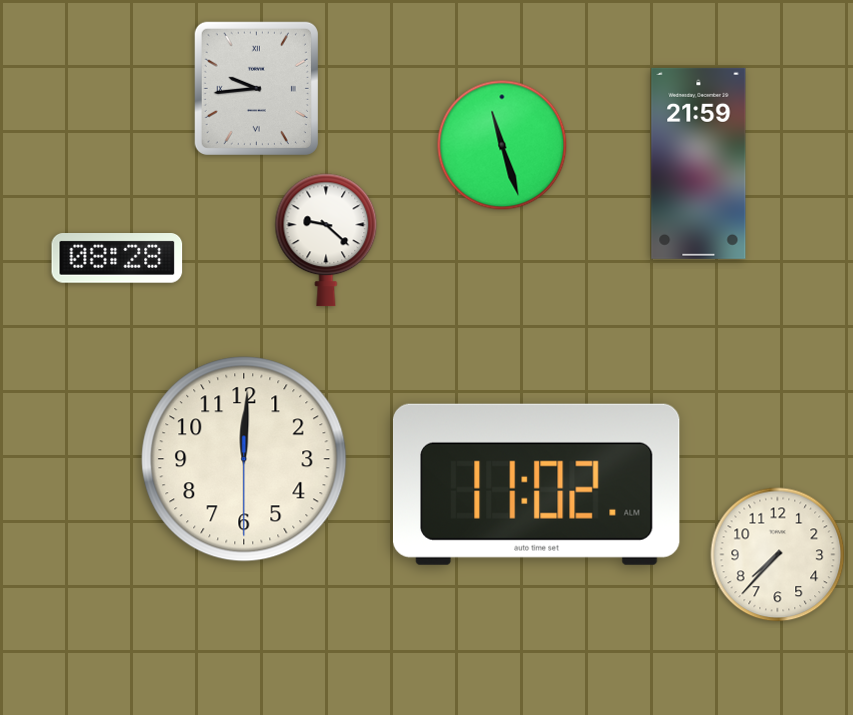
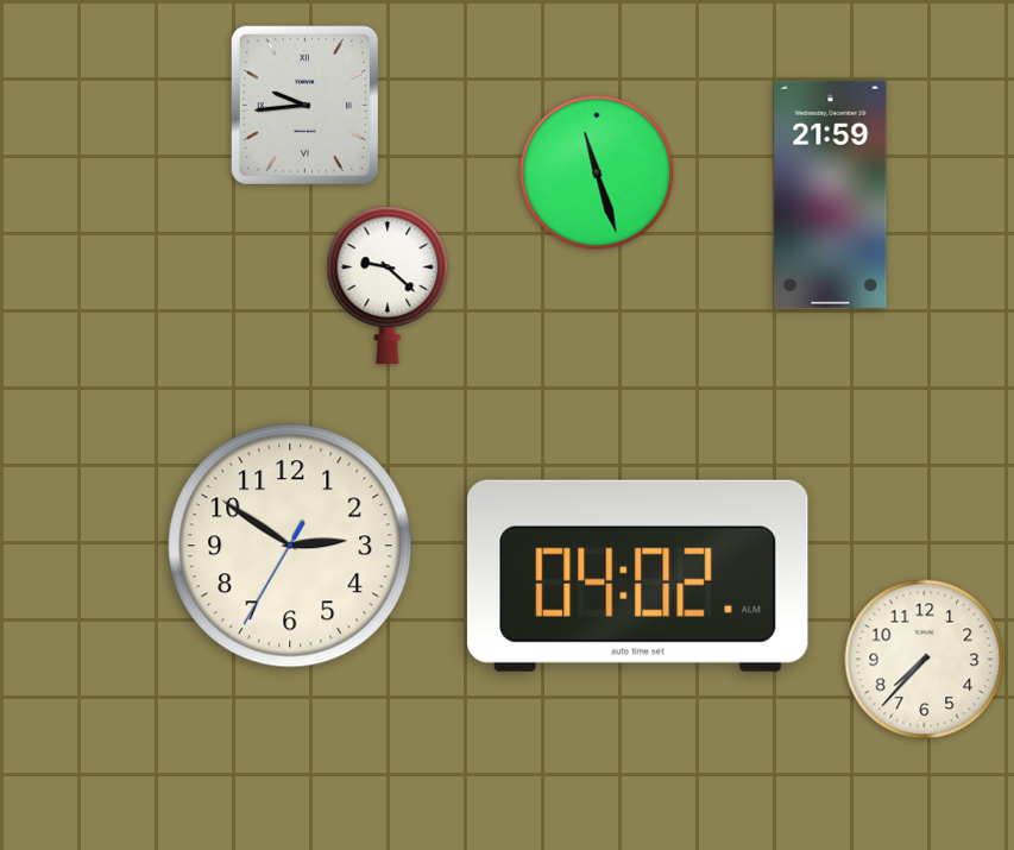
clock at (117, 259): 08:28 -> none
clock at (244, 459): 12:00 -> 2:50
clock at (536, 484): 11:02 -> 04:02
